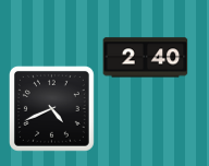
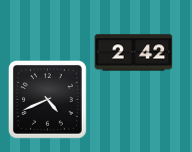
clock at (145, 58): 2:40 -> 2:42
